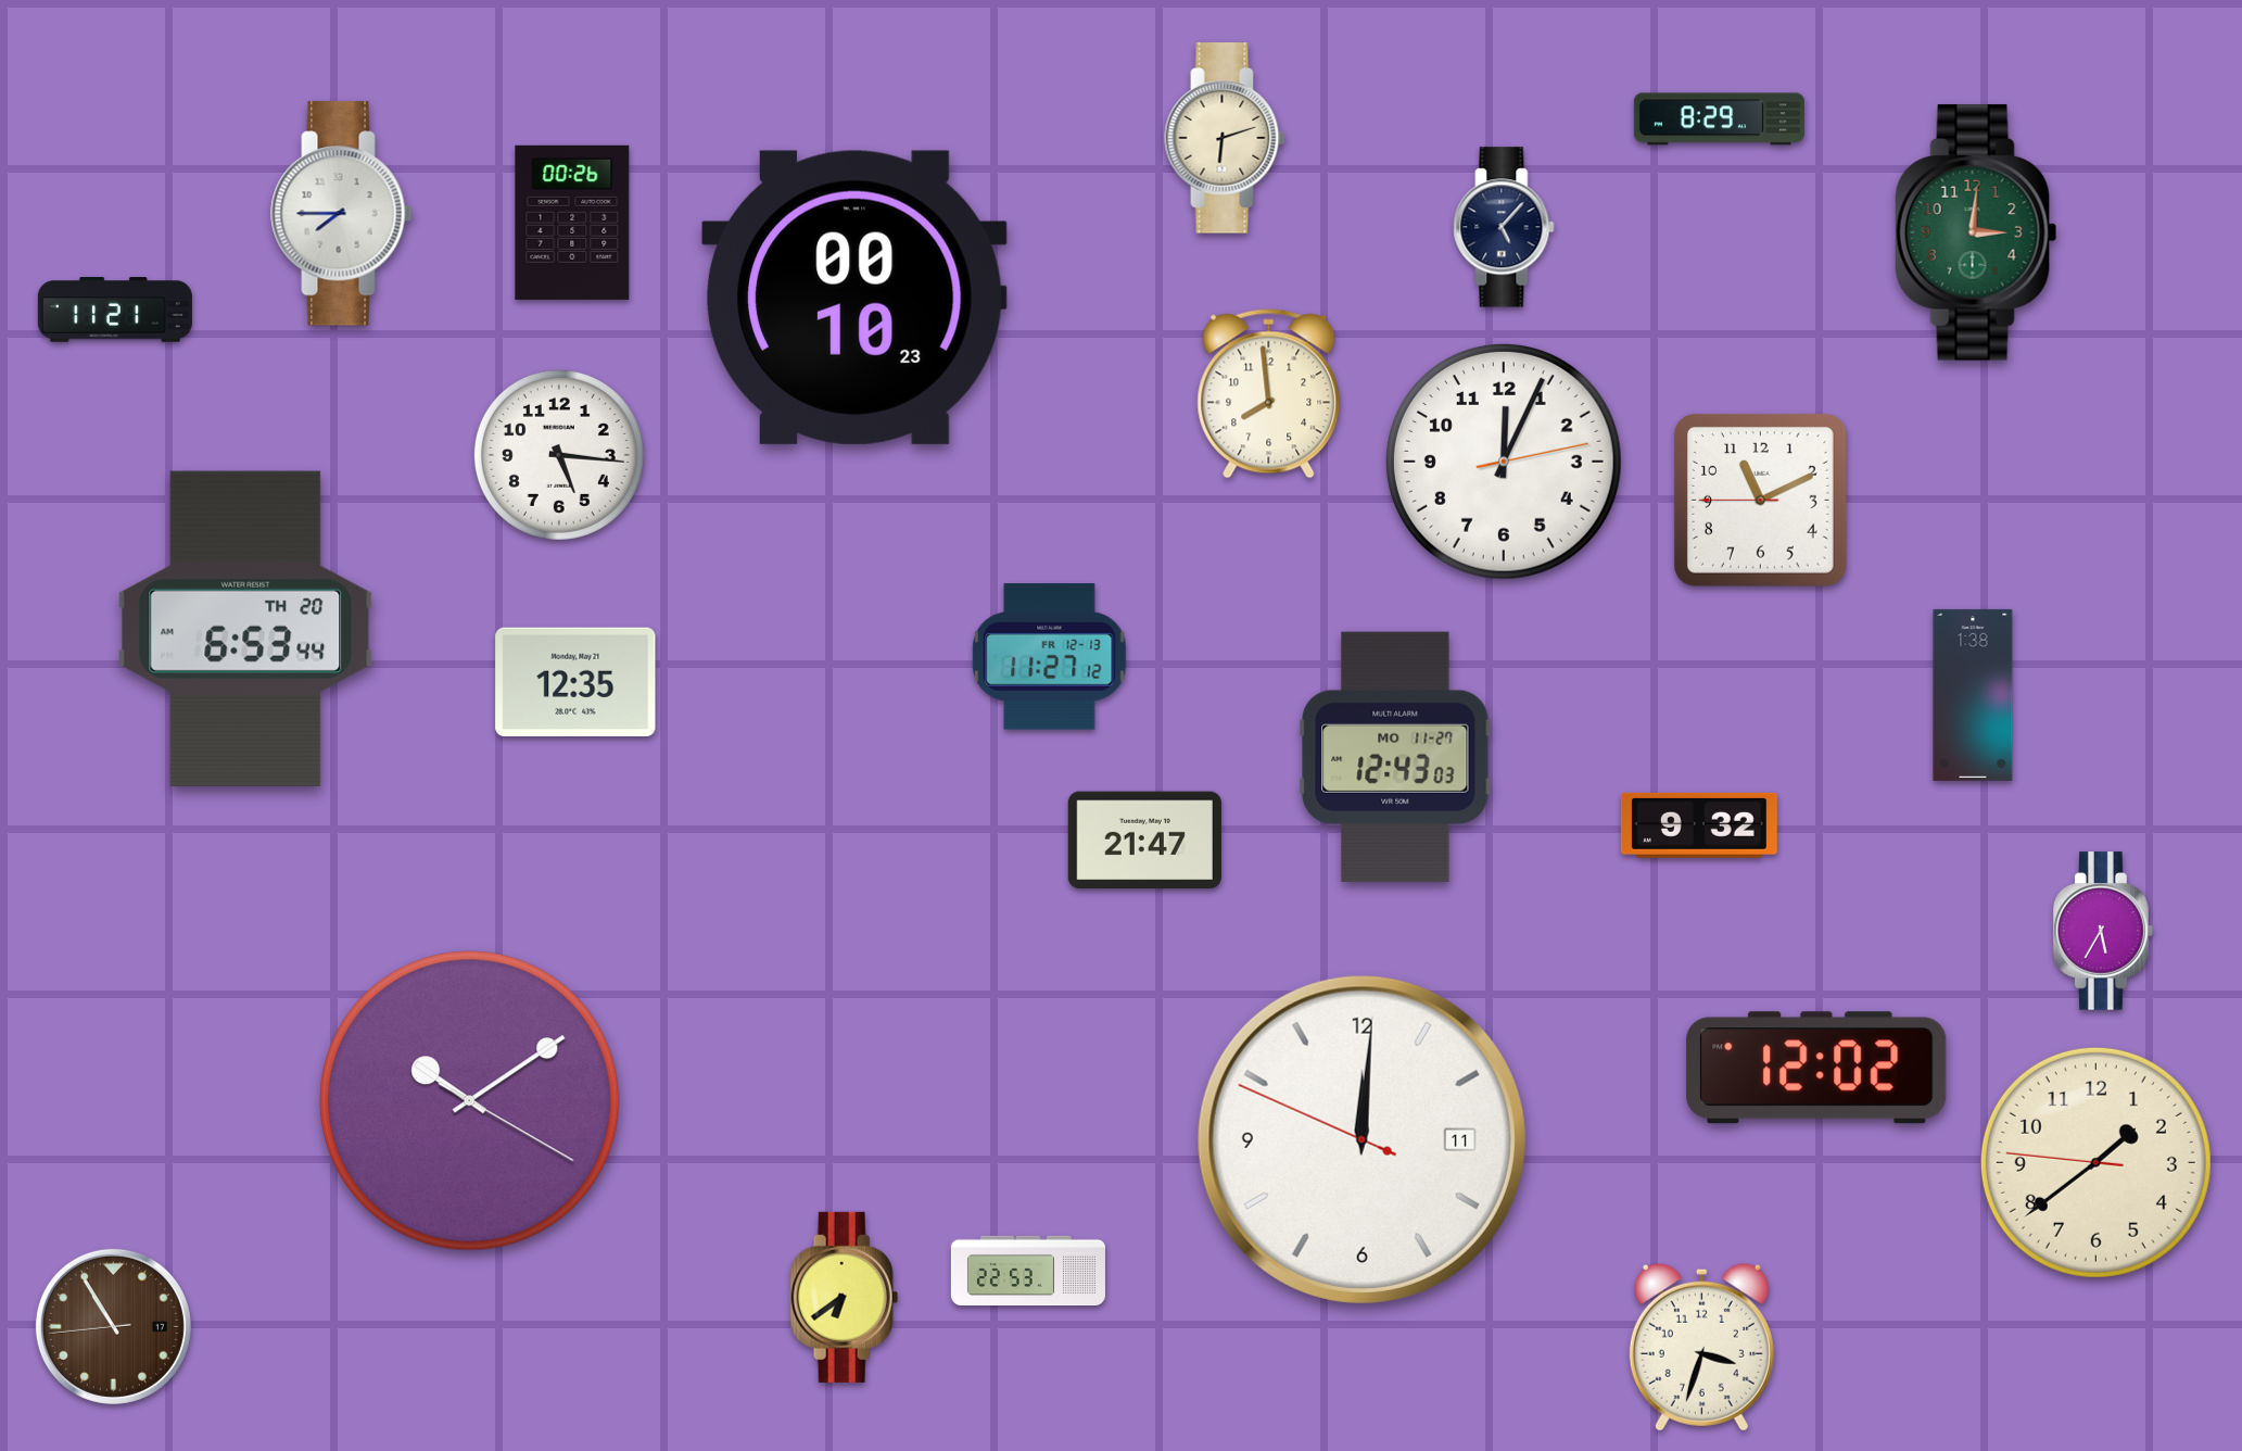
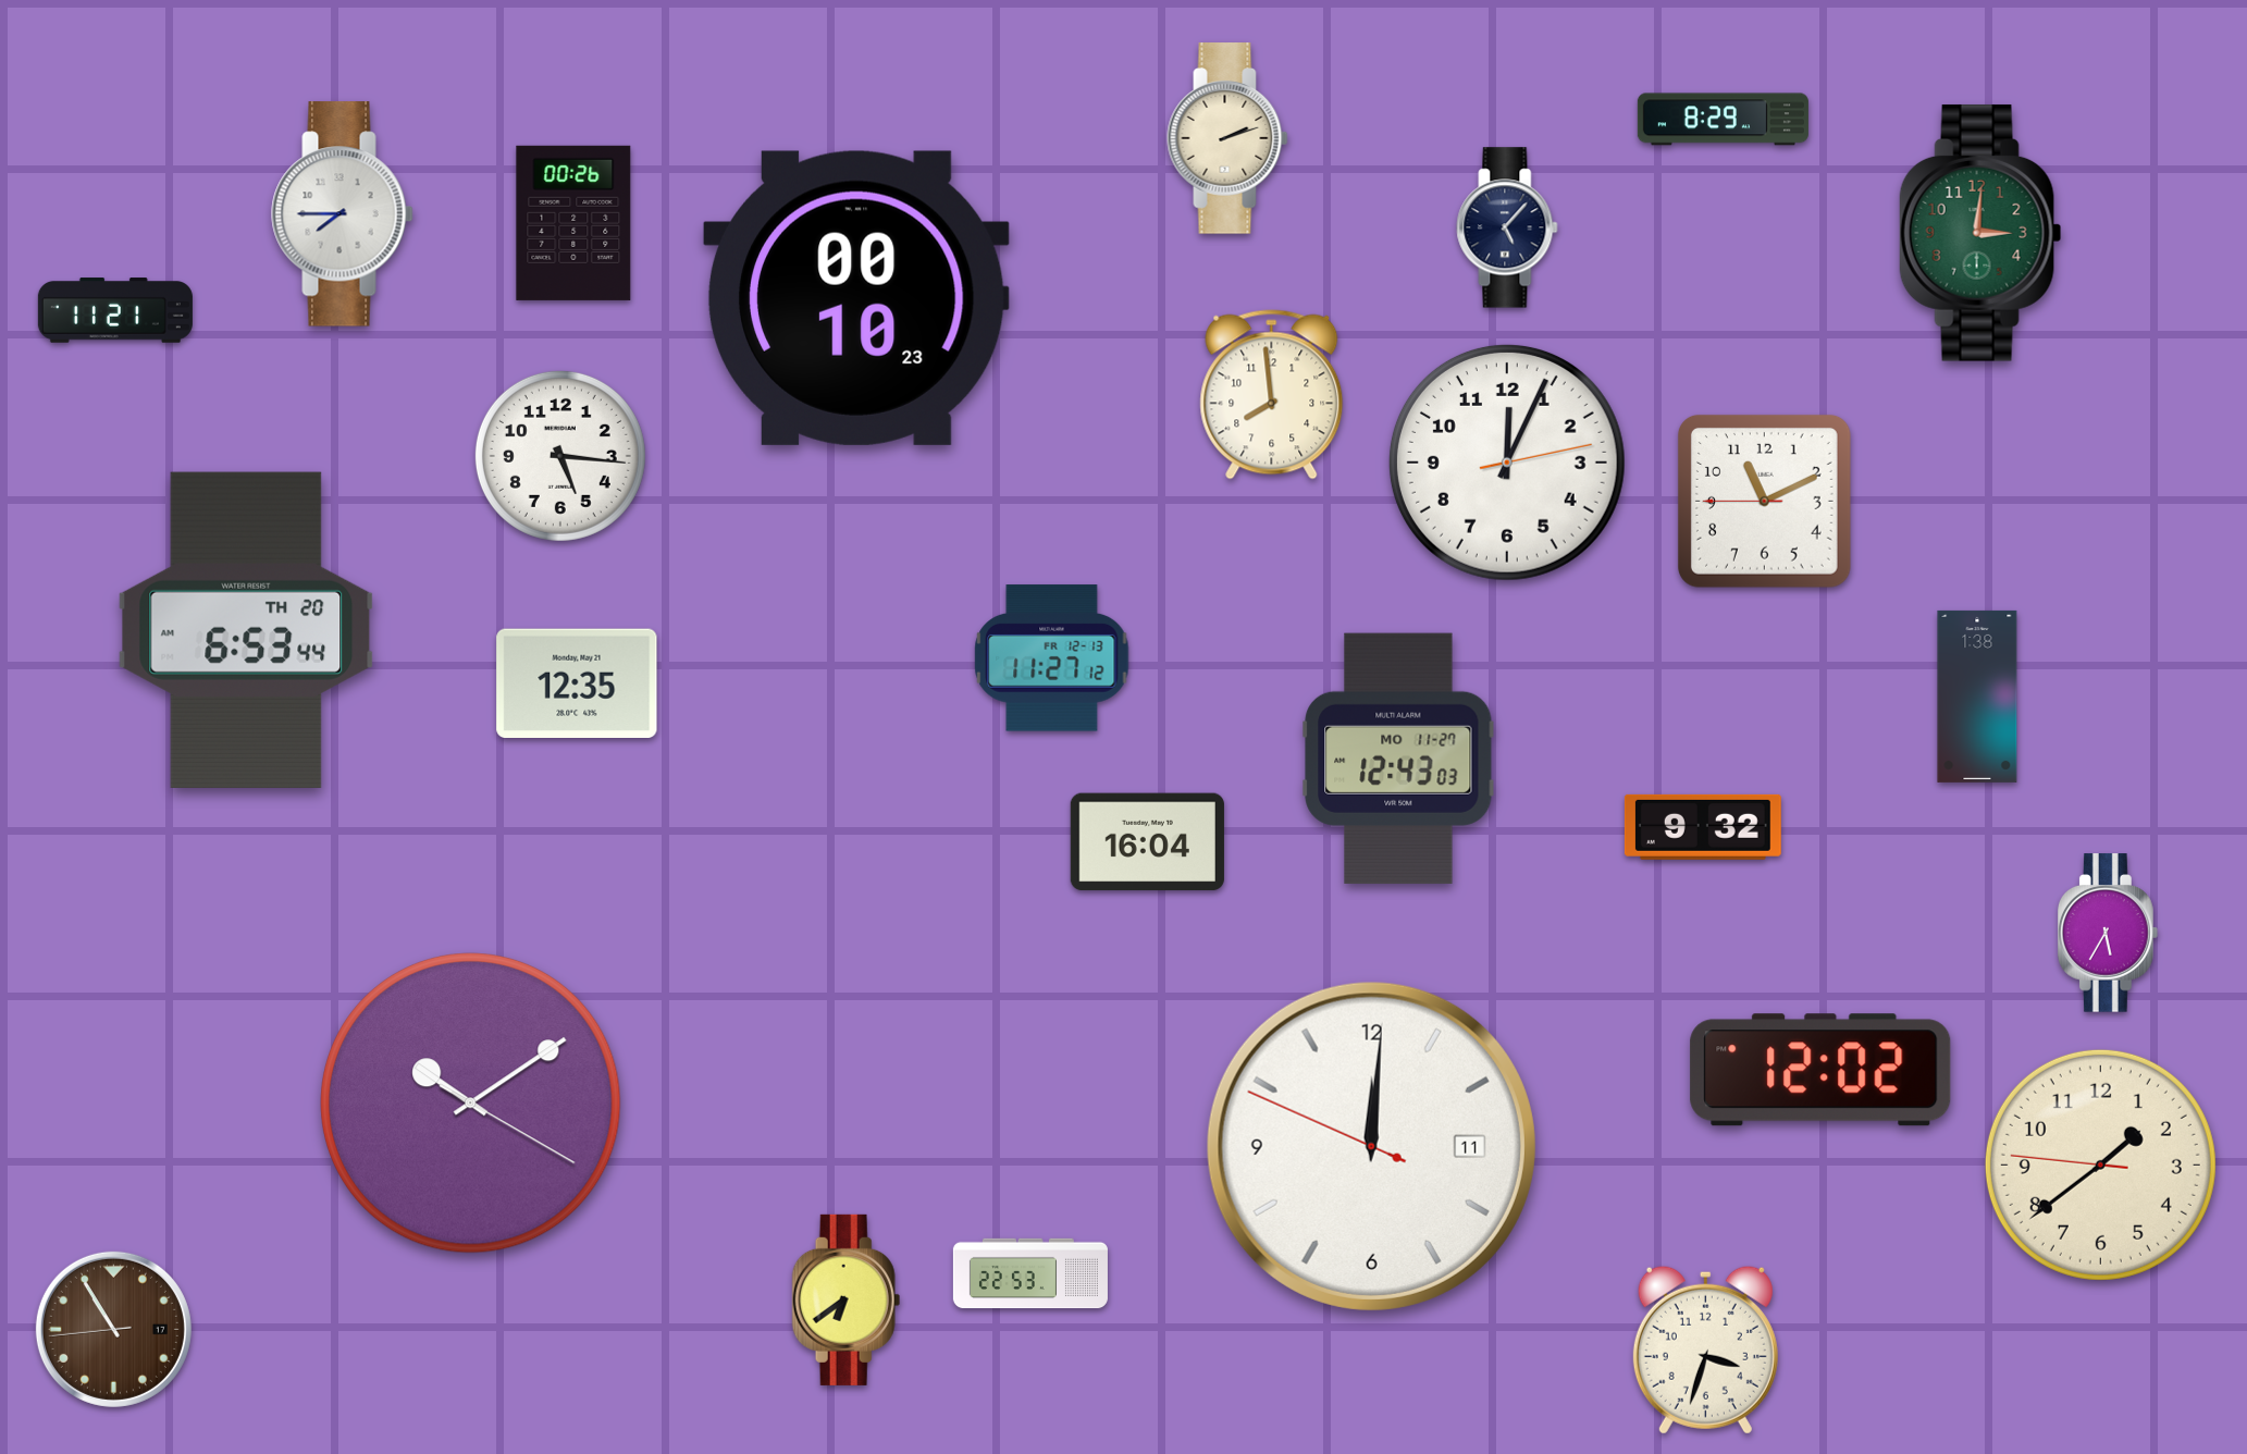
clock at (1225, 138): 6:12 -> 2:12
clock at (1144, 841): 21:47 -> 16:04
clock at (1361, 1139) position: (1361, 1139) -> (1371, 1146)
